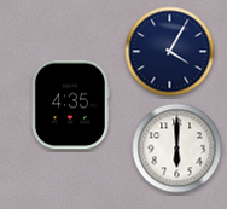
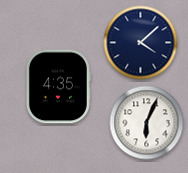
clock at (170, 52): 4:05 -> 4:08
clock at (177, 149): 6:00 -> 6:04
